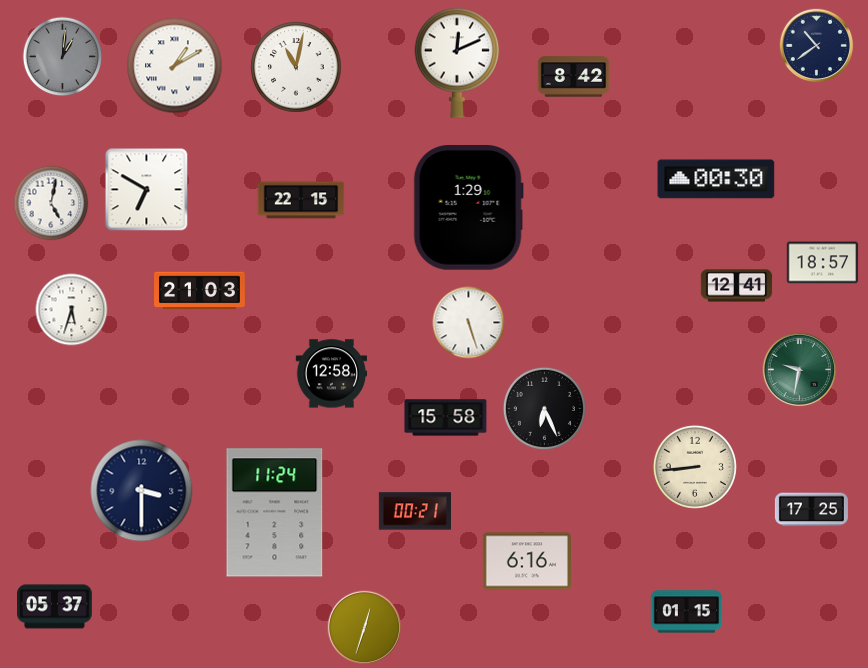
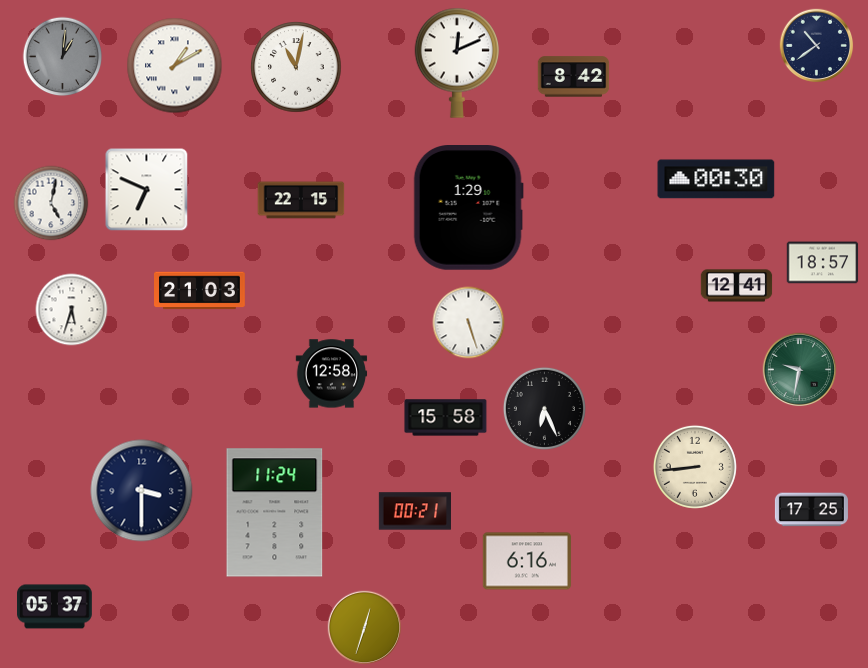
clock at (147, 190): 6:50 -> 6:49
clock at (687, 612): 01:15 -> none
